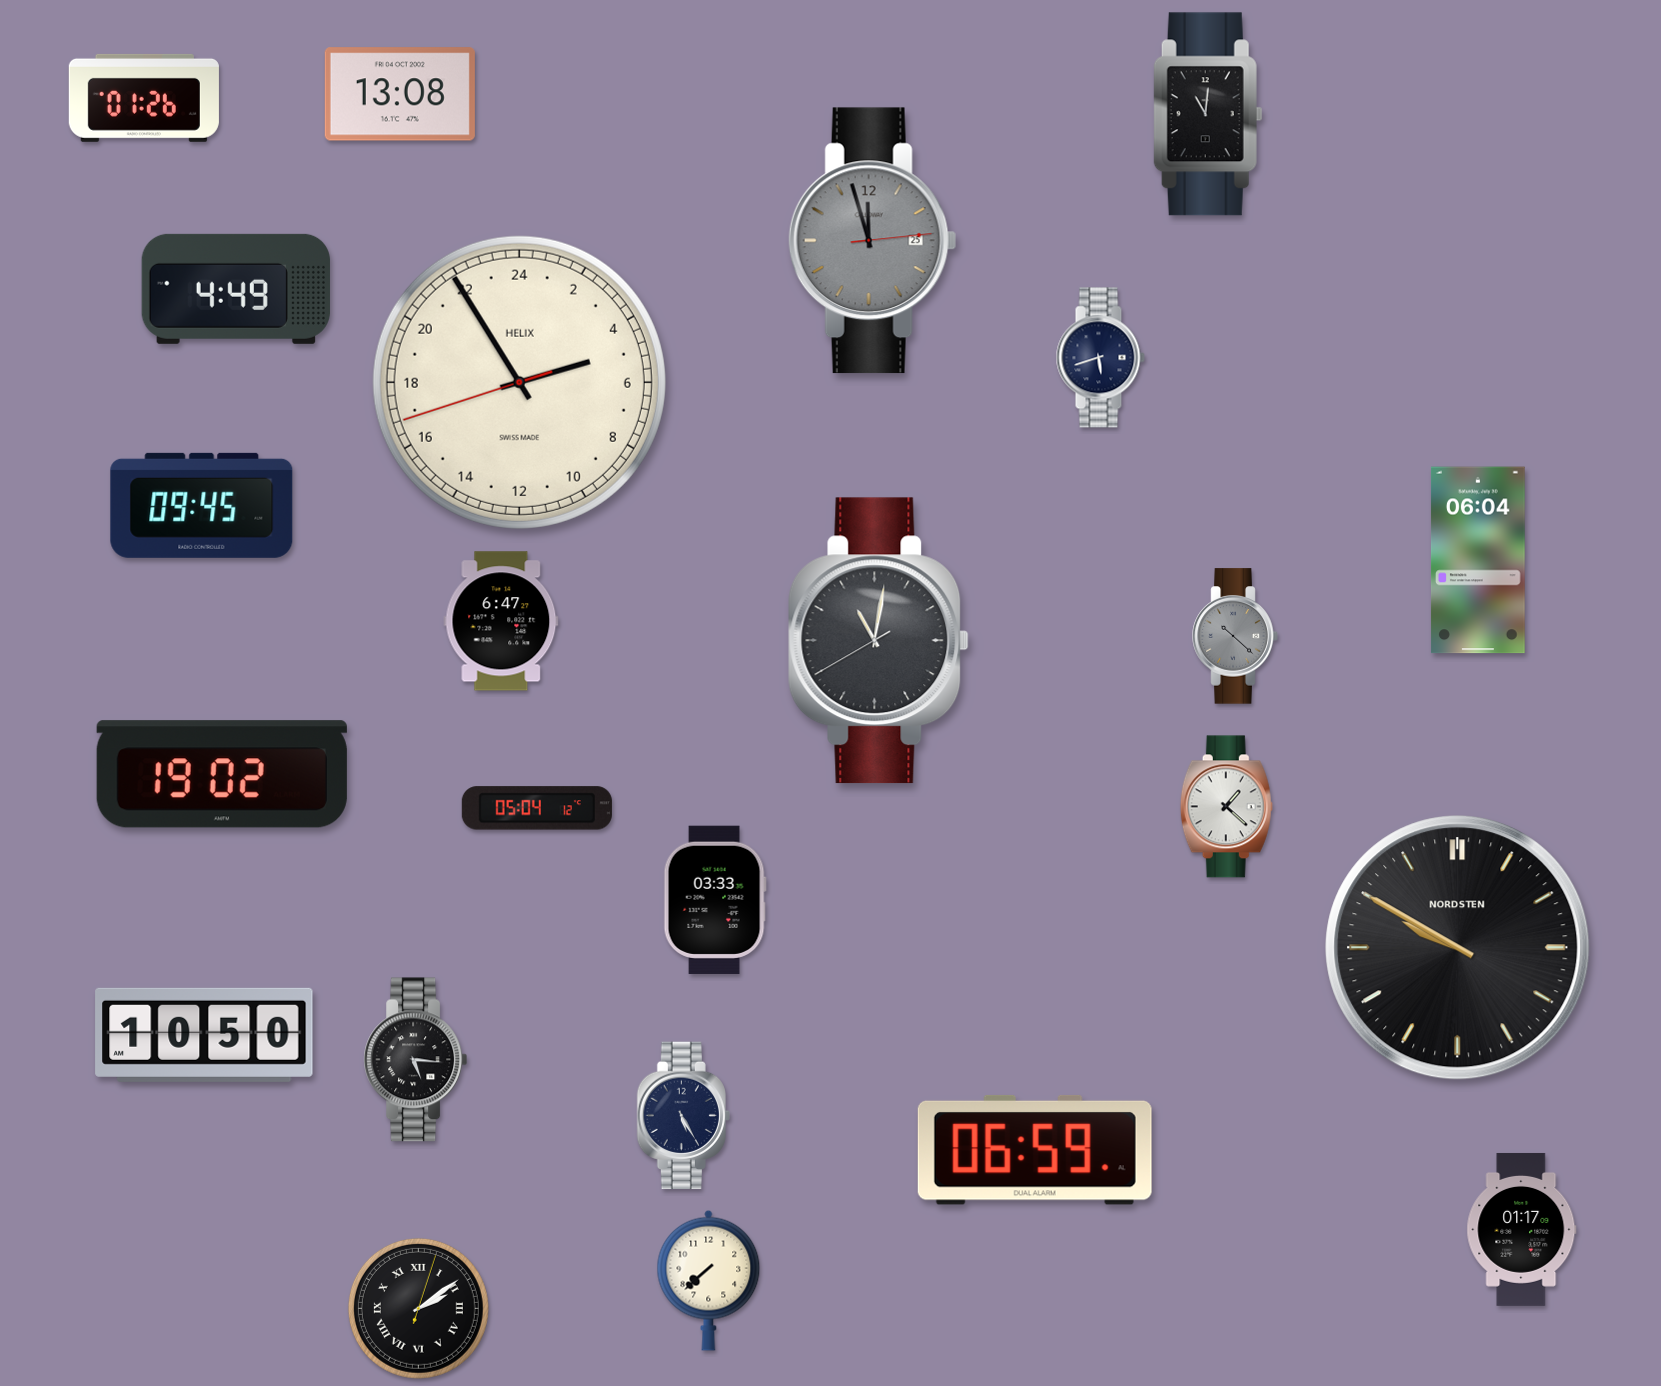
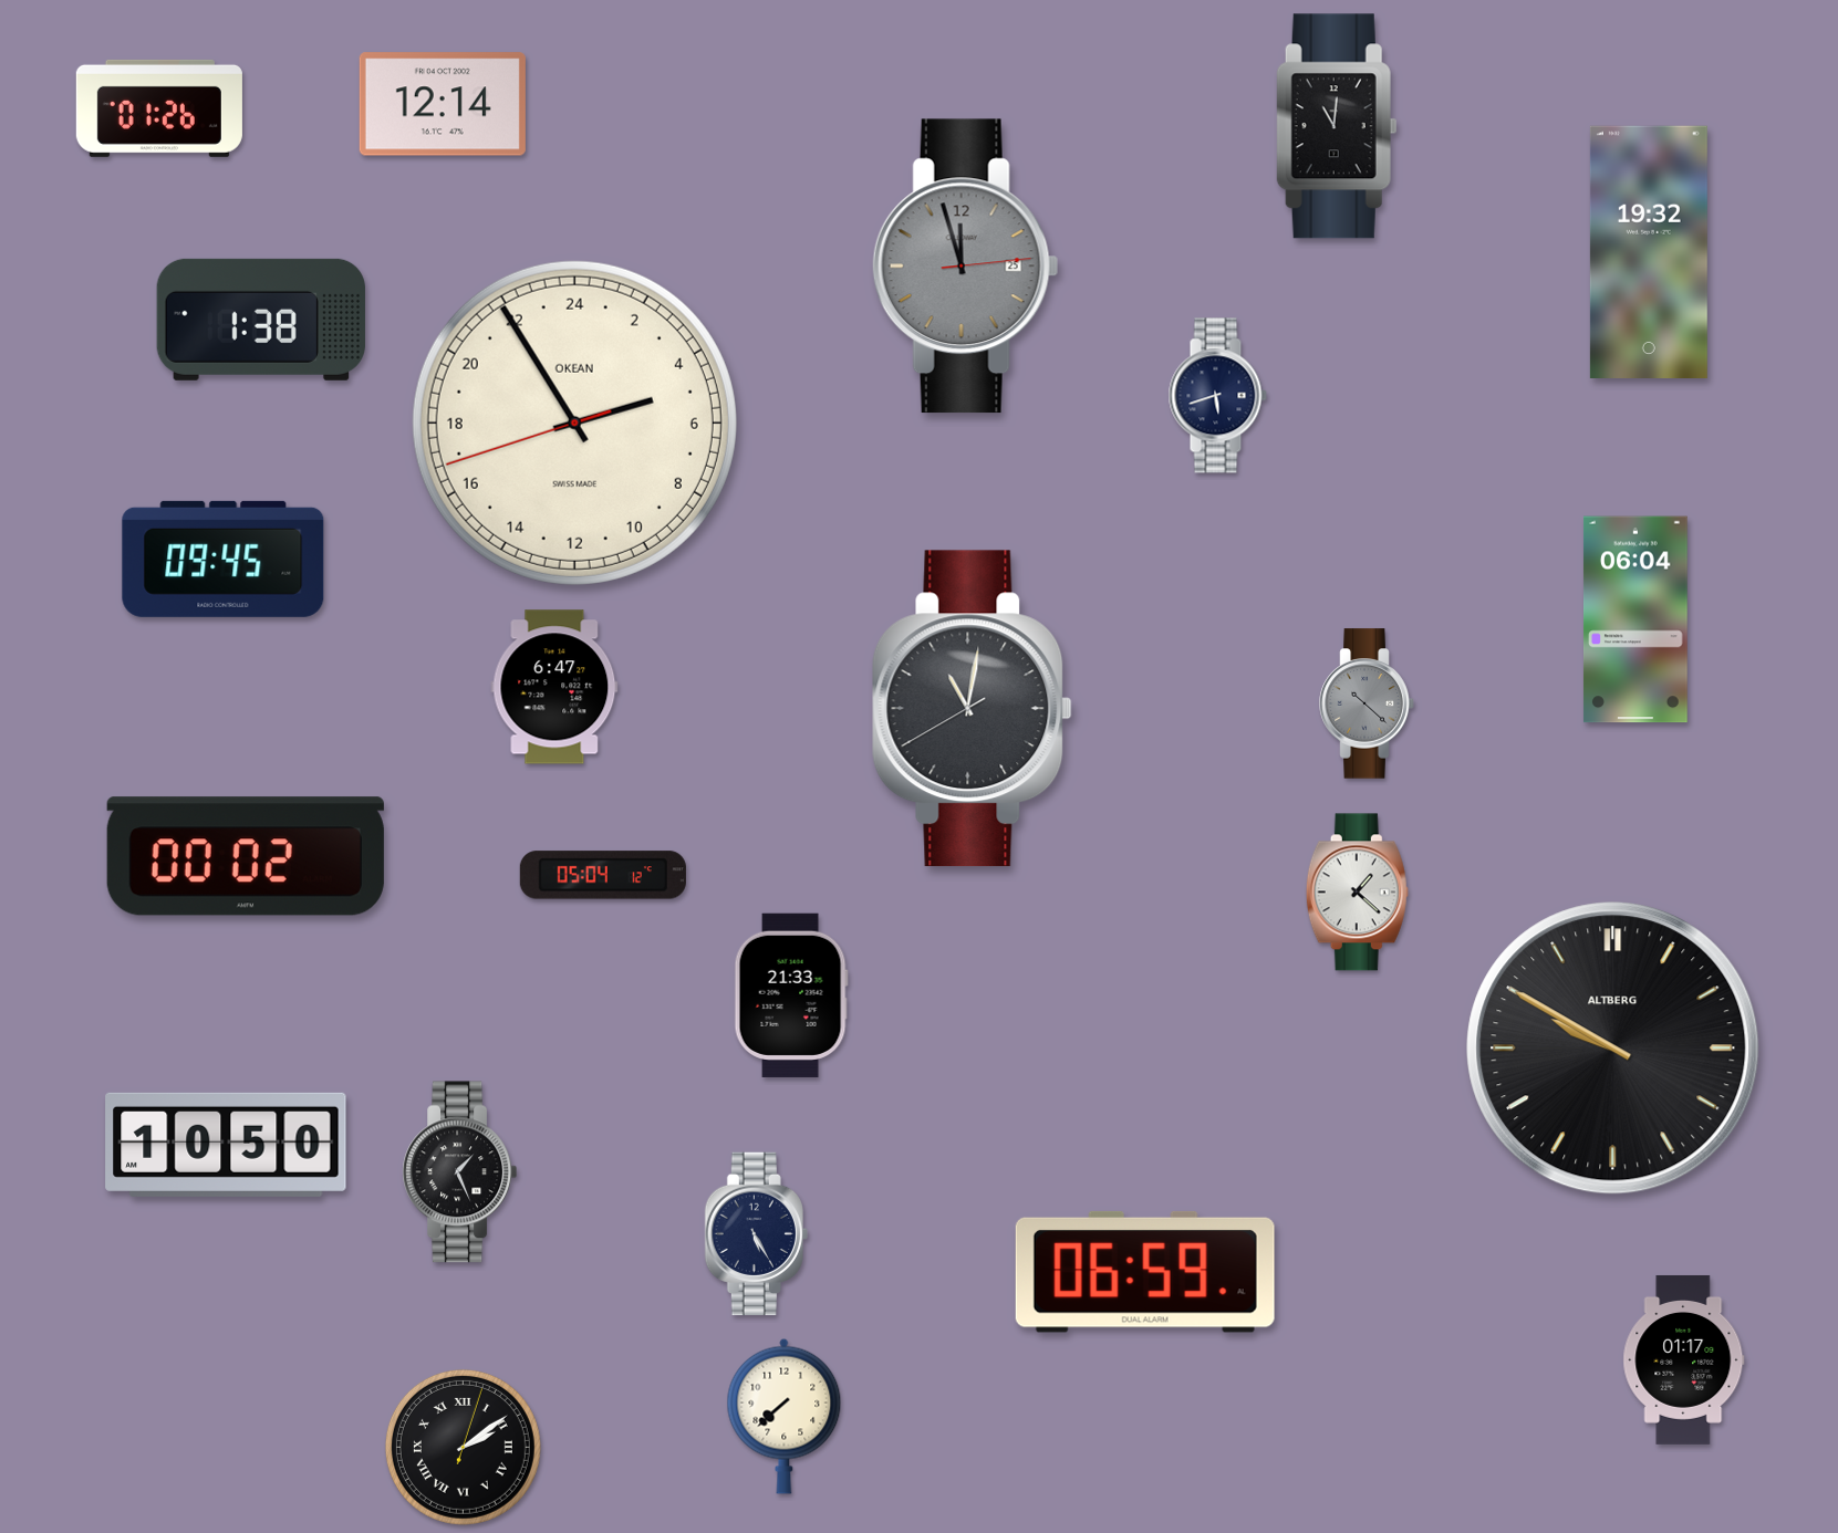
clock at (400, 94): 13:08 -> 12:14
clock at (1649, 251): none -> 19:32
clock at (236, 289): 4:49 -> 1:38
clock at (519, 382) brand: HELIX -> OKEAN
clock at (222, 774): 19:02 -> 00:02
clock at (537, 808) position: (537, 808) -> (603, 875)
clock at (715, 900): 03:33 -> 21:33
clock at (1458, 948) brand: NORDSTEN -> ALTBERG
clock at (416, 1060): 5:16 -> 1:26
